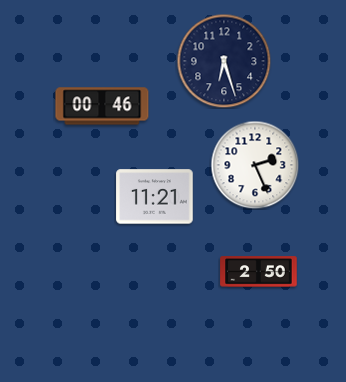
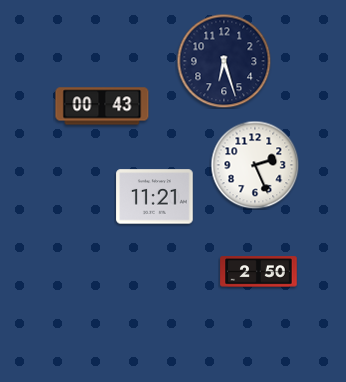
clock at (102, 106): 00:46 -> 00:43
